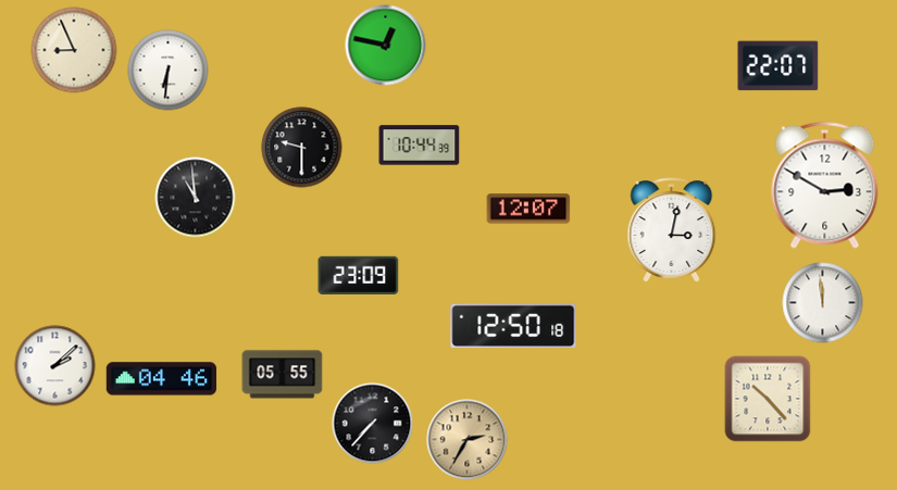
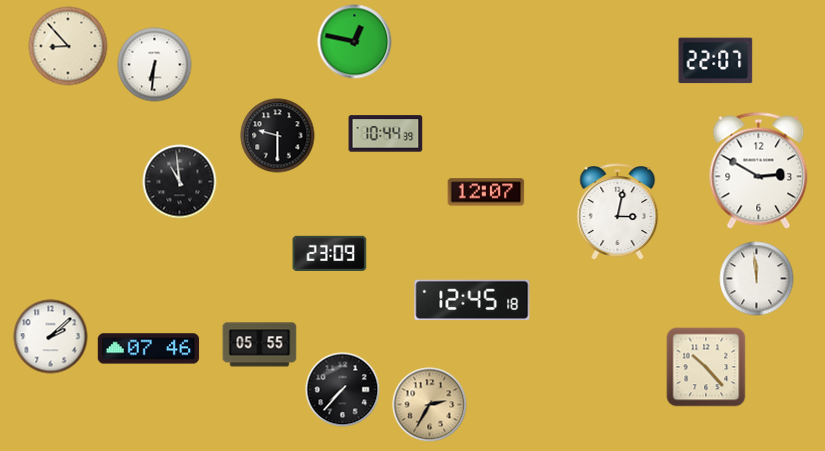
clock at (74, 50): 8:56 -> 8:53
clock at (513, 326): 12:50 -> 12:45
clock at (162, 379): 04:46 -> 07:46
